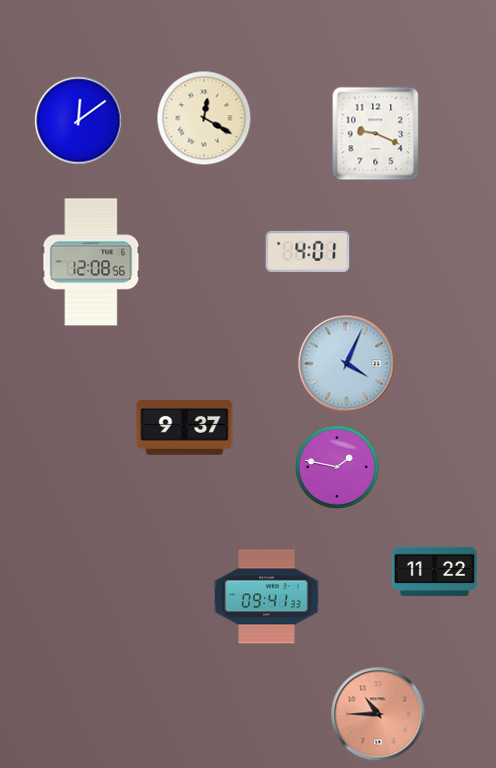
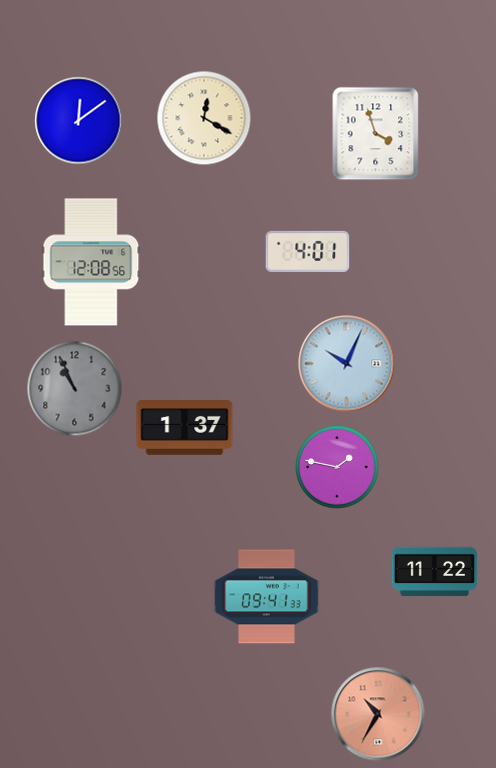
clock at (376, 134): 9:19 -> 3:57
clock at (347, 364): 4:04 -> 10:04
clock at (75, 389): none -> 10:56
clock at (185, 428): 9:37 -> 1:37
clock at (378, 714): 10:45 -> 10:35
